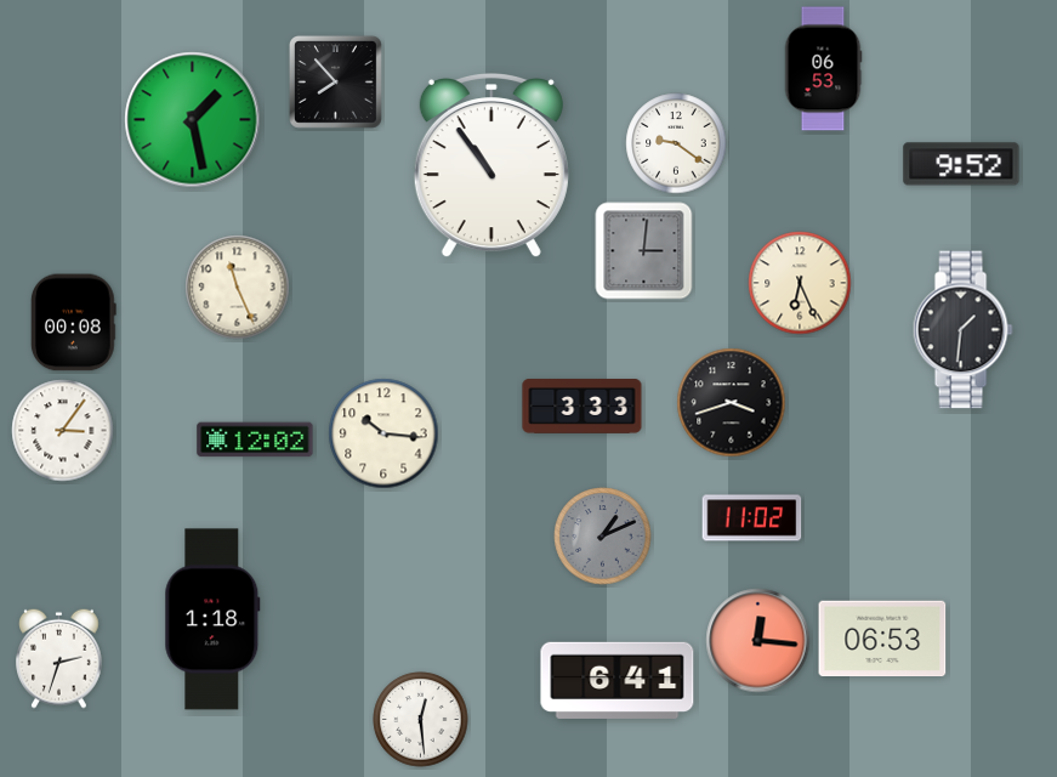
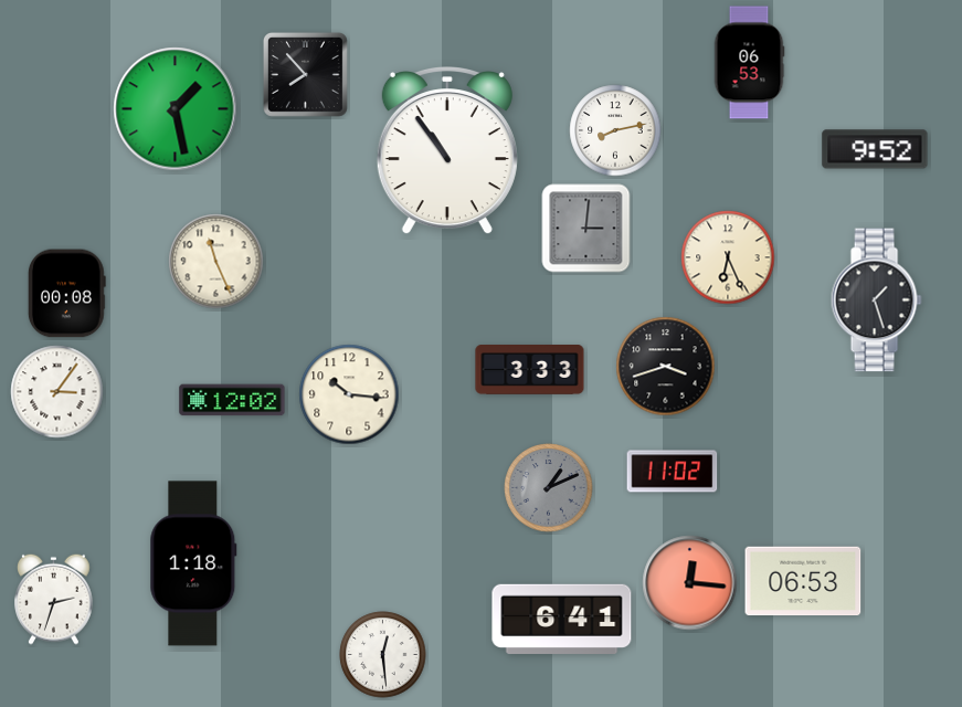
clock at (676, 143): 9:21 -> 8:13
clock at (962, 330): 1:31 -> 1:27
clock at (752, 518) position: (752, 518) -> (673, 472)
